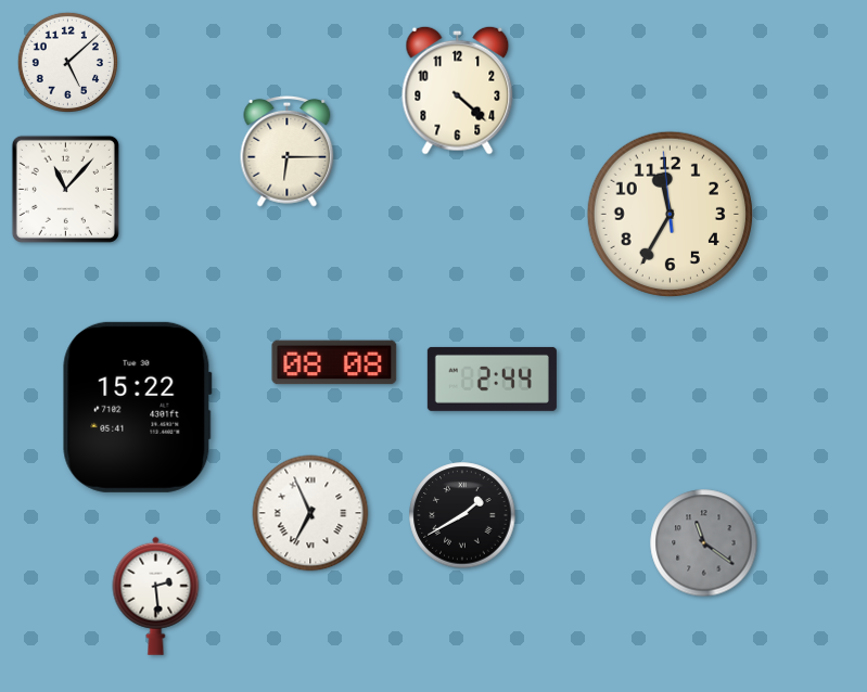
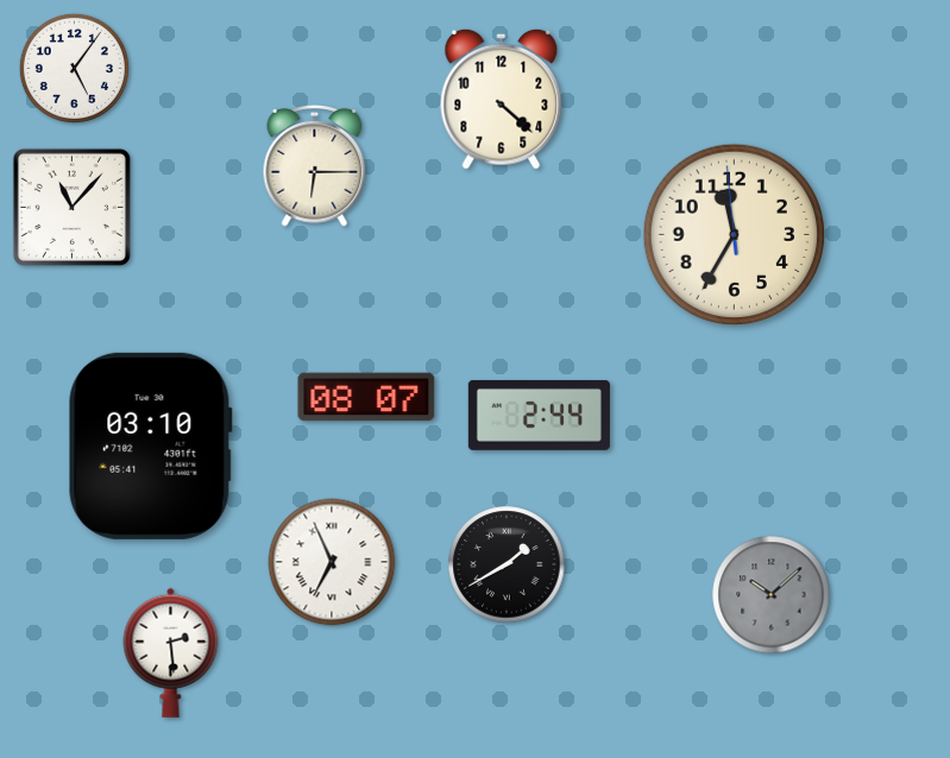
clock at (67, 62): 5:08 -> 5:06
clock at (334, 362): 08:08 -> 08:07
clock at (137, 407): 15:22 -> 03:10
clock at (310, 513) position: (310, 513) -> (332, 562)
clock at (704, 543): 11:21 -> 10:08
